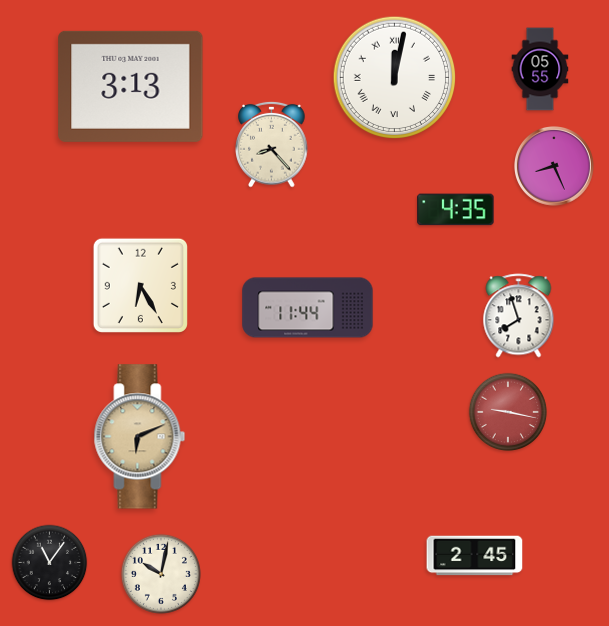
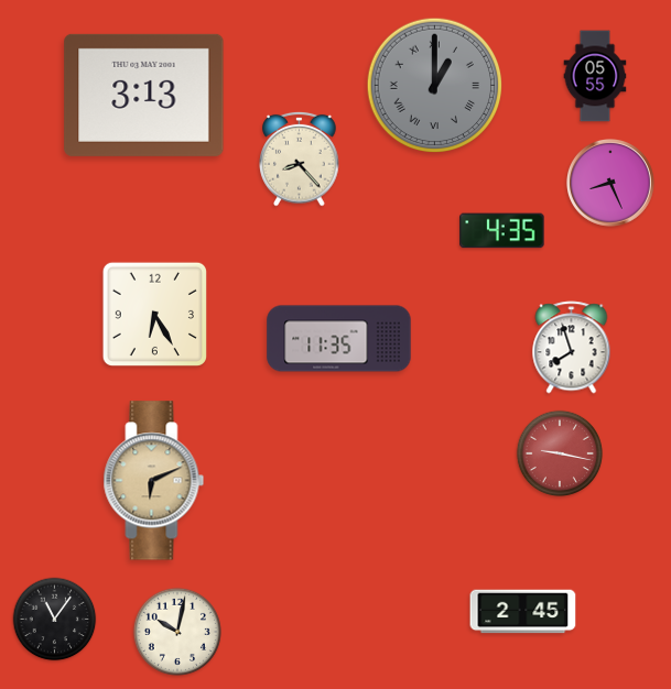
clock at (395, 78): 12:02 -> 1:00
clock at (395, 78) dial: white -> grey
clock at (308, 308): 11:44 -> 11:35
